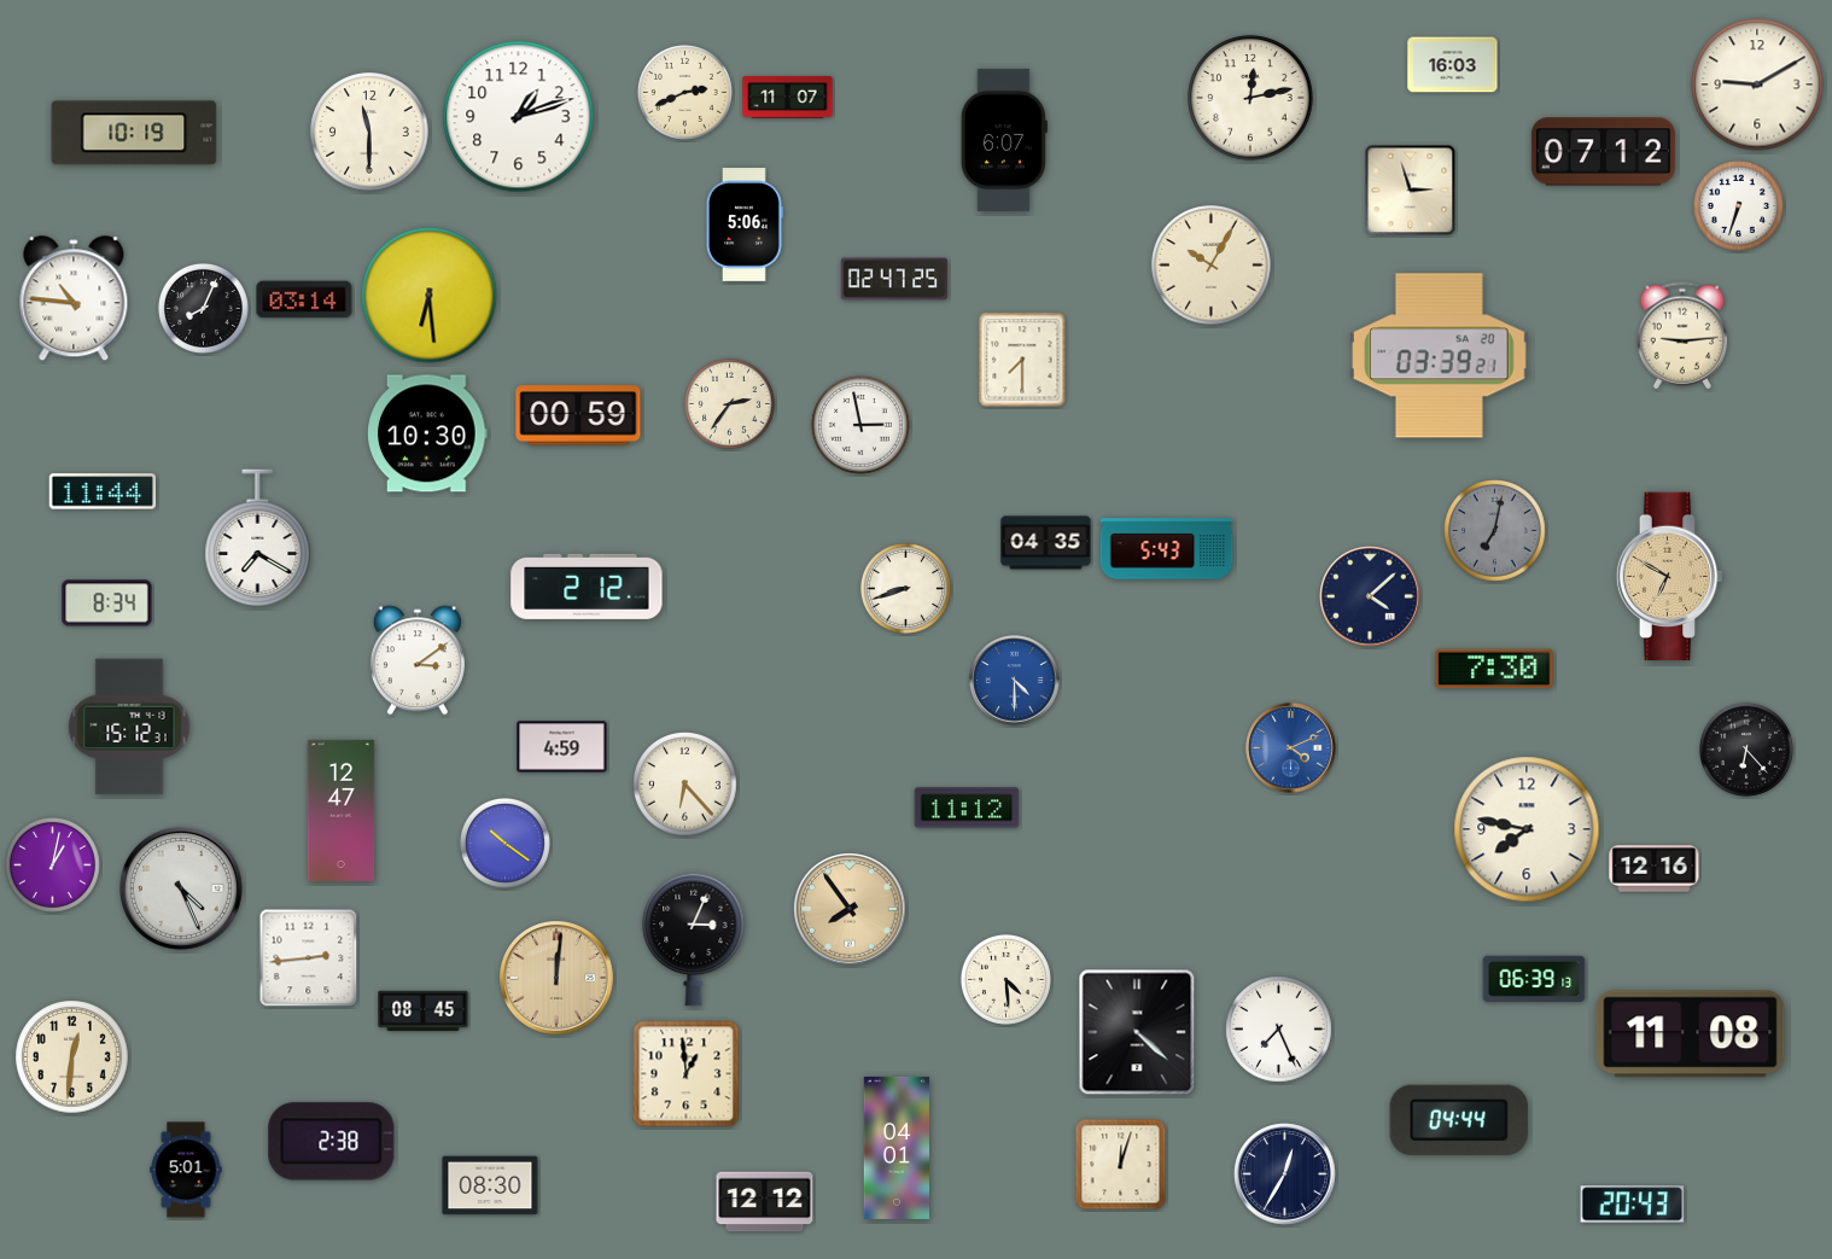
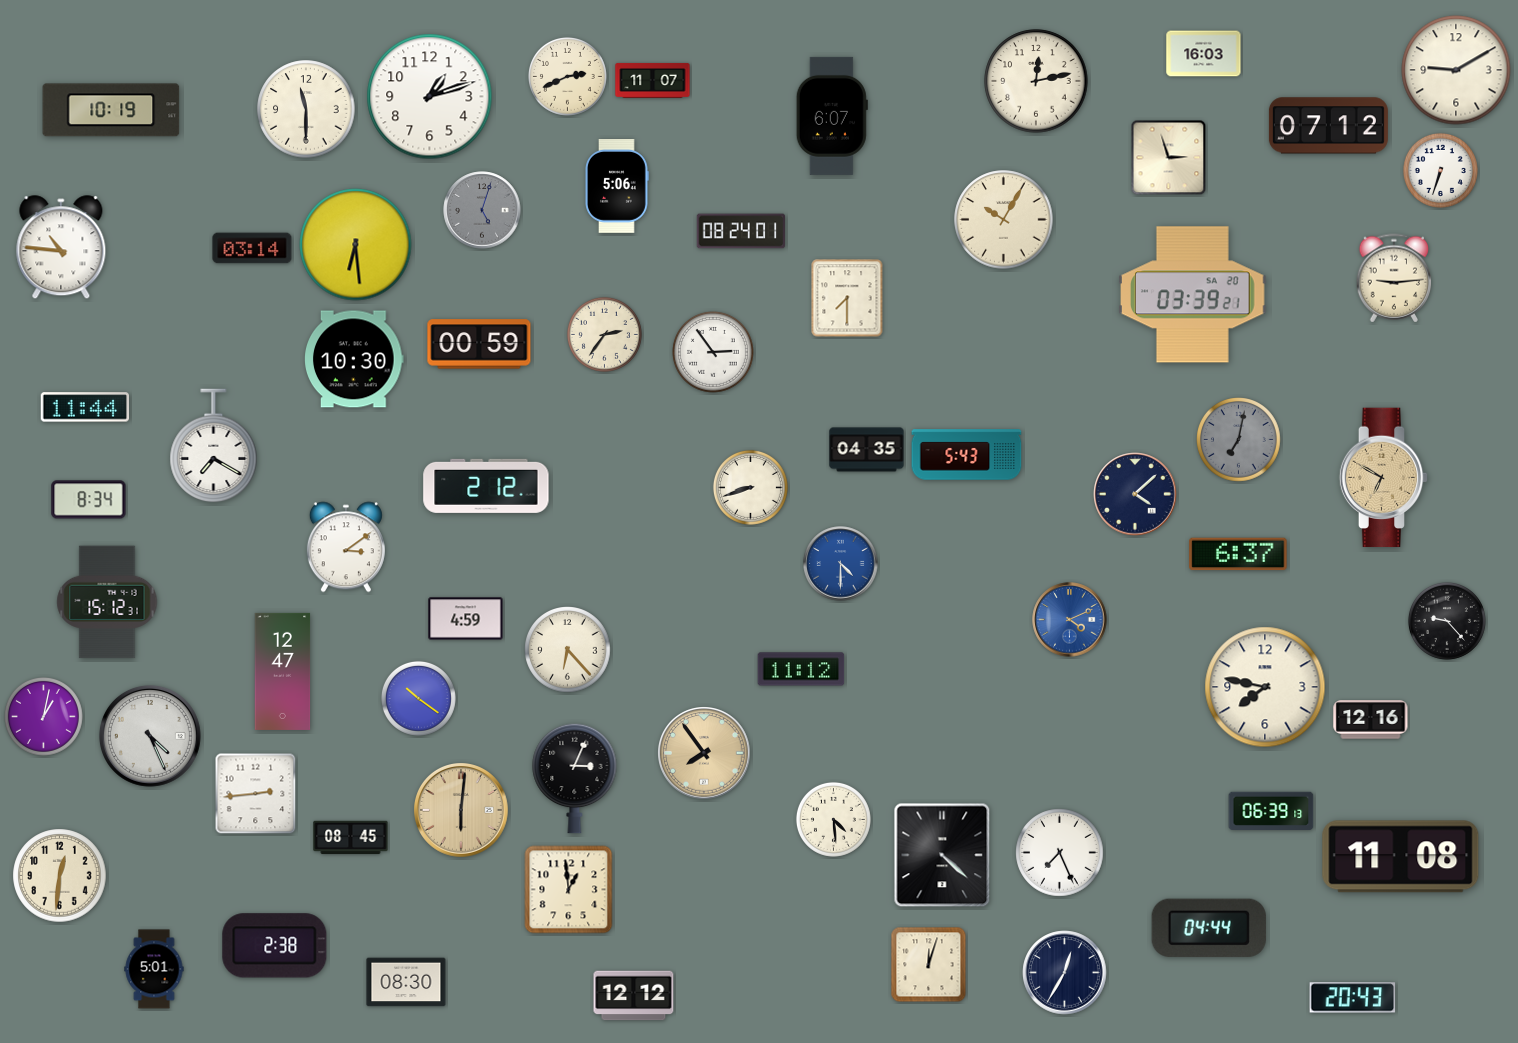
clock at (482, 210): none -> 5:03
clock at (894, 279): 02:47 -> 08:24
clock at (203, 308): 8:04 -> none
clock at (862, 426): 2:58 -> 2:54
clock at (1494, 669): 7:30 -> 6:37
clock at (1746, 750): 6:23 -> 9:23
clock at (558, 979): 12:01 -> 6:01
clock at (1005, 979) position: (1005, 979) -> (833, 819)
clock at (897, 1148): 04:01 -> none
